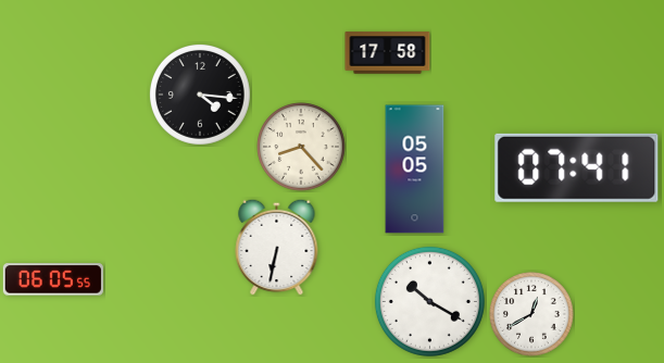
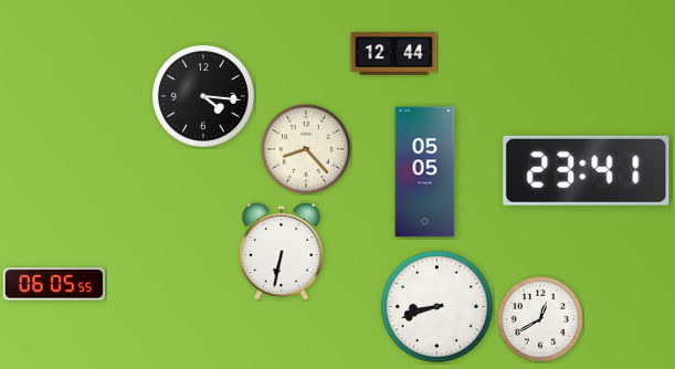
clock at (388, 53): 17:58 -> 12:44
clock at (577, 167): 07:41 -> 23:41
clock at (415, 170) position: (415, 170) -> (425, 172)
clock at (429, 301): 10:20 -> 8:42
